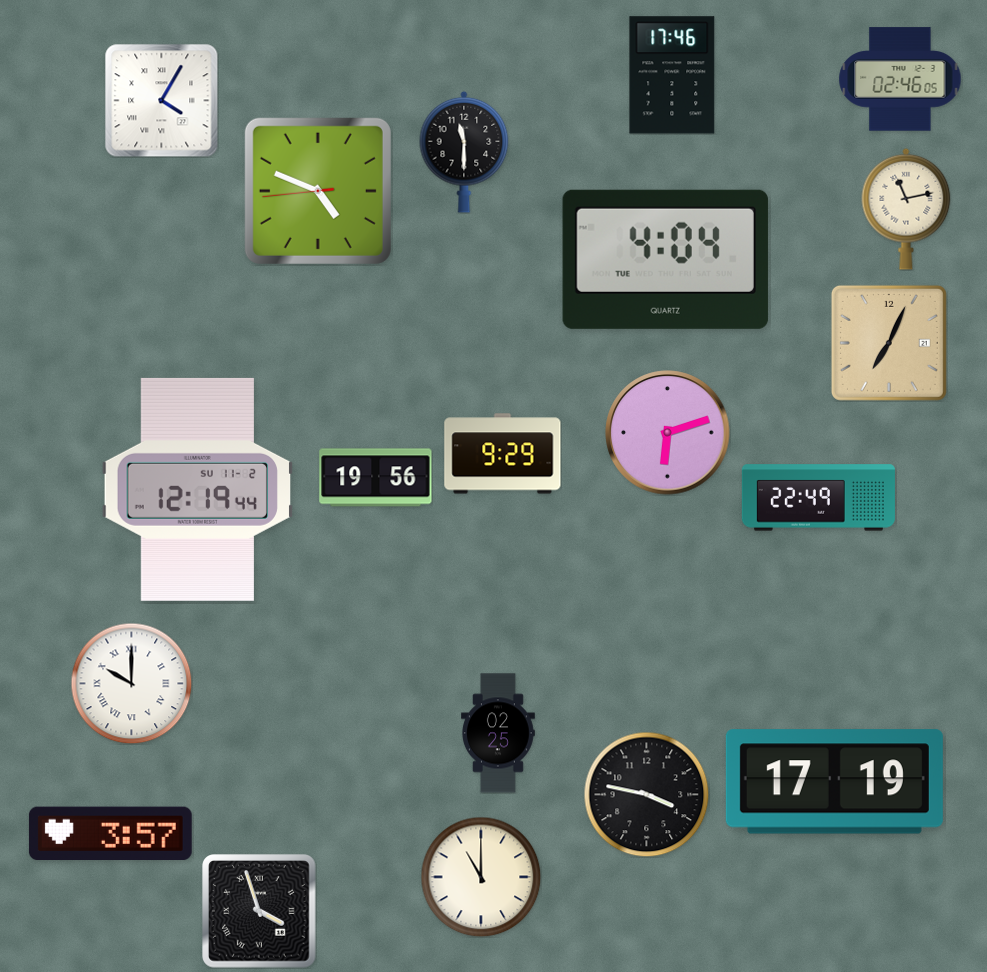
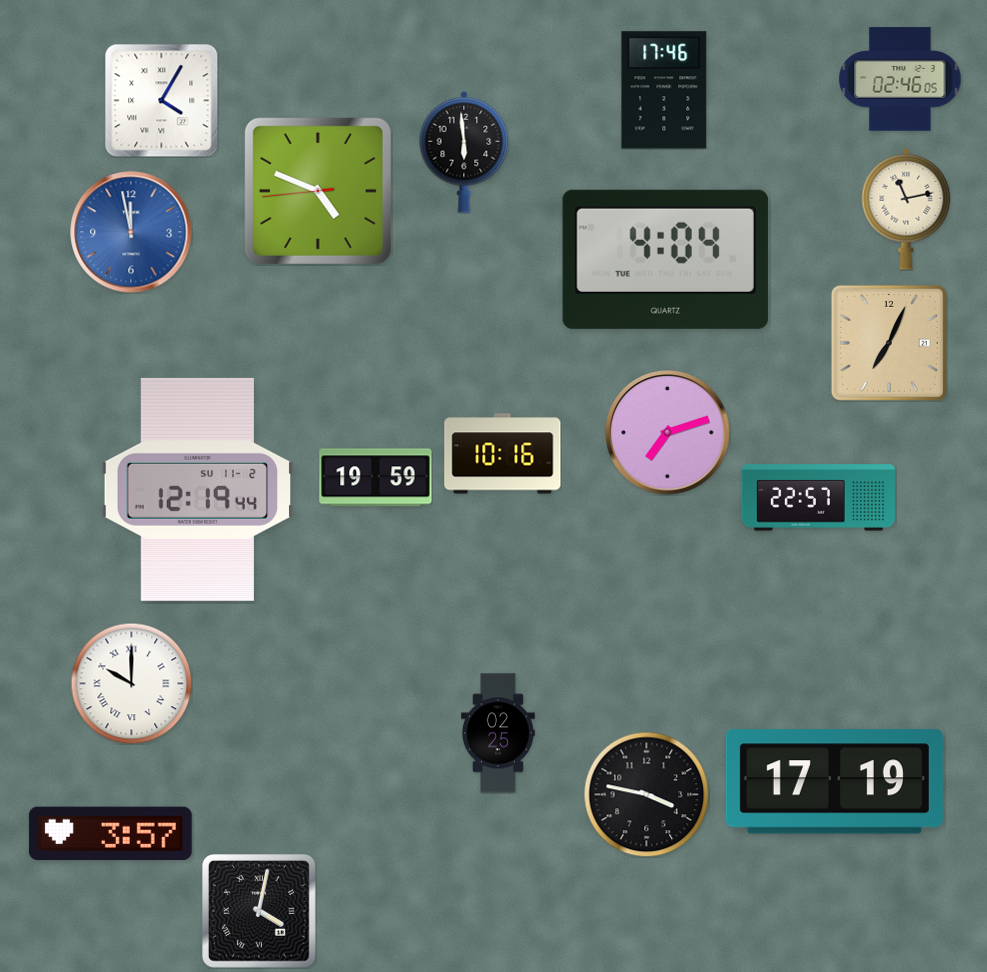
clock at (672, 75) position: (672, 75) -> (664, 90)
clock at (464, 152): 11:30 -> 5:59
clock at (131, 232): none -> 11:58
clock at (668, 433): 6:12 -> 7:12
clock at (503, 454): 9:29 -> 10:16
clock at (376, 478): 19:56 -> 19:59
clock at (818, 498): 22:49 -> 22:57
clock at (481, 877): 11:00 -> none
clock at (259, 911): 3:57 -> 4:02
